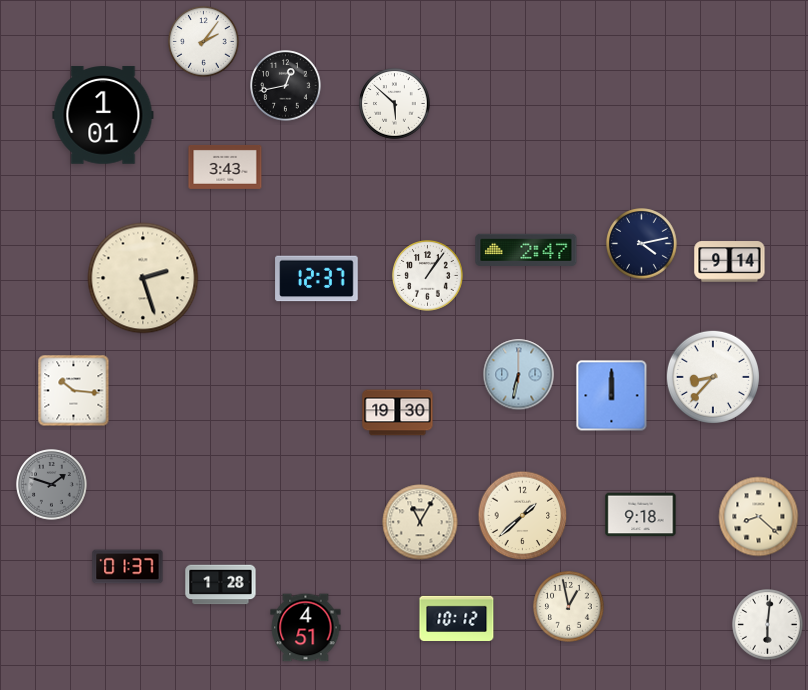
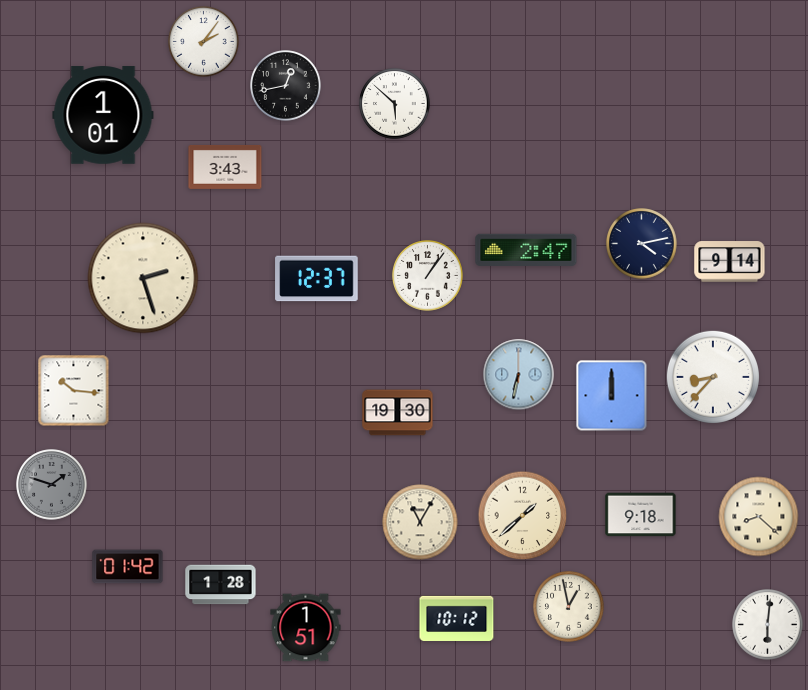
clock at (128, 567): 01:37 -> 01:42
clock at (306, 628): 4:51 -> 1:51
